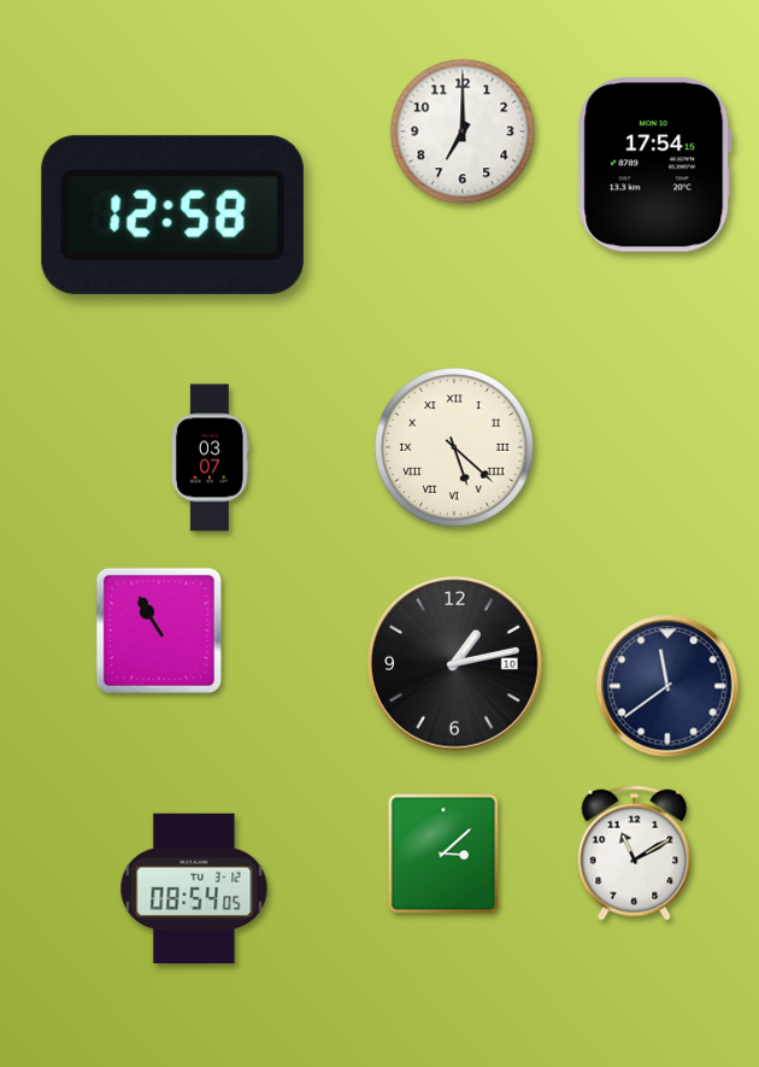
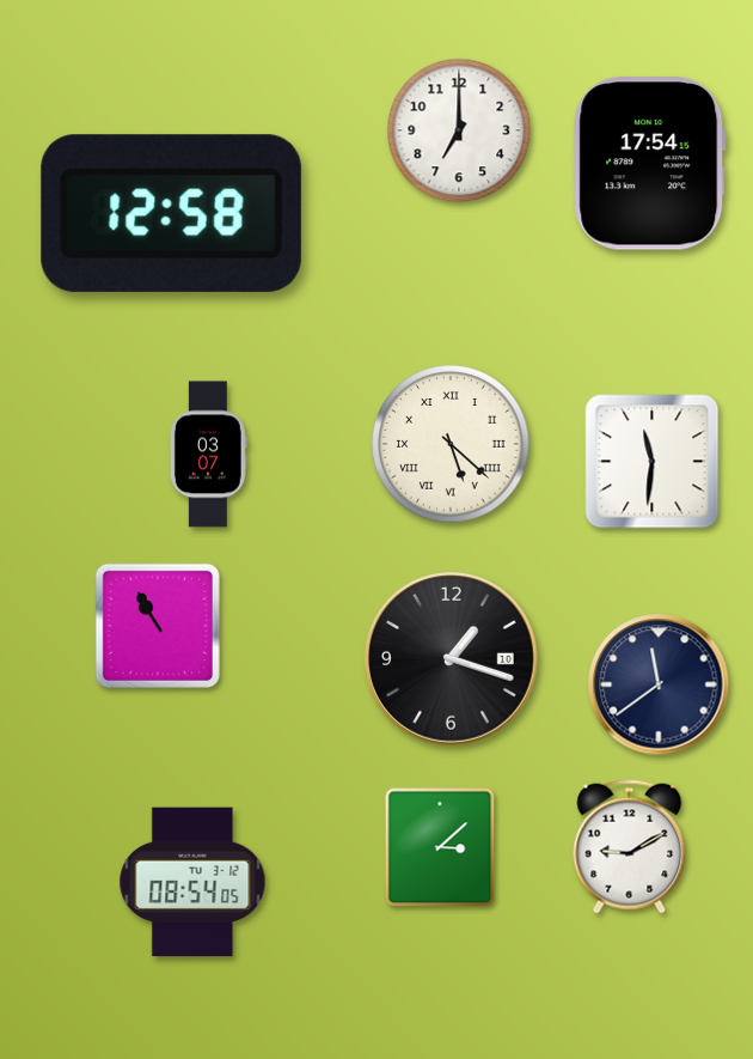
clock at (653, 462): none -> 11:31
clock at (455, 664): 1:13 -> 1:18
clock at (667, 686) position: (667, 686) -> (659, 684)
clock at (635, 854): 11:10 -> 9:10
